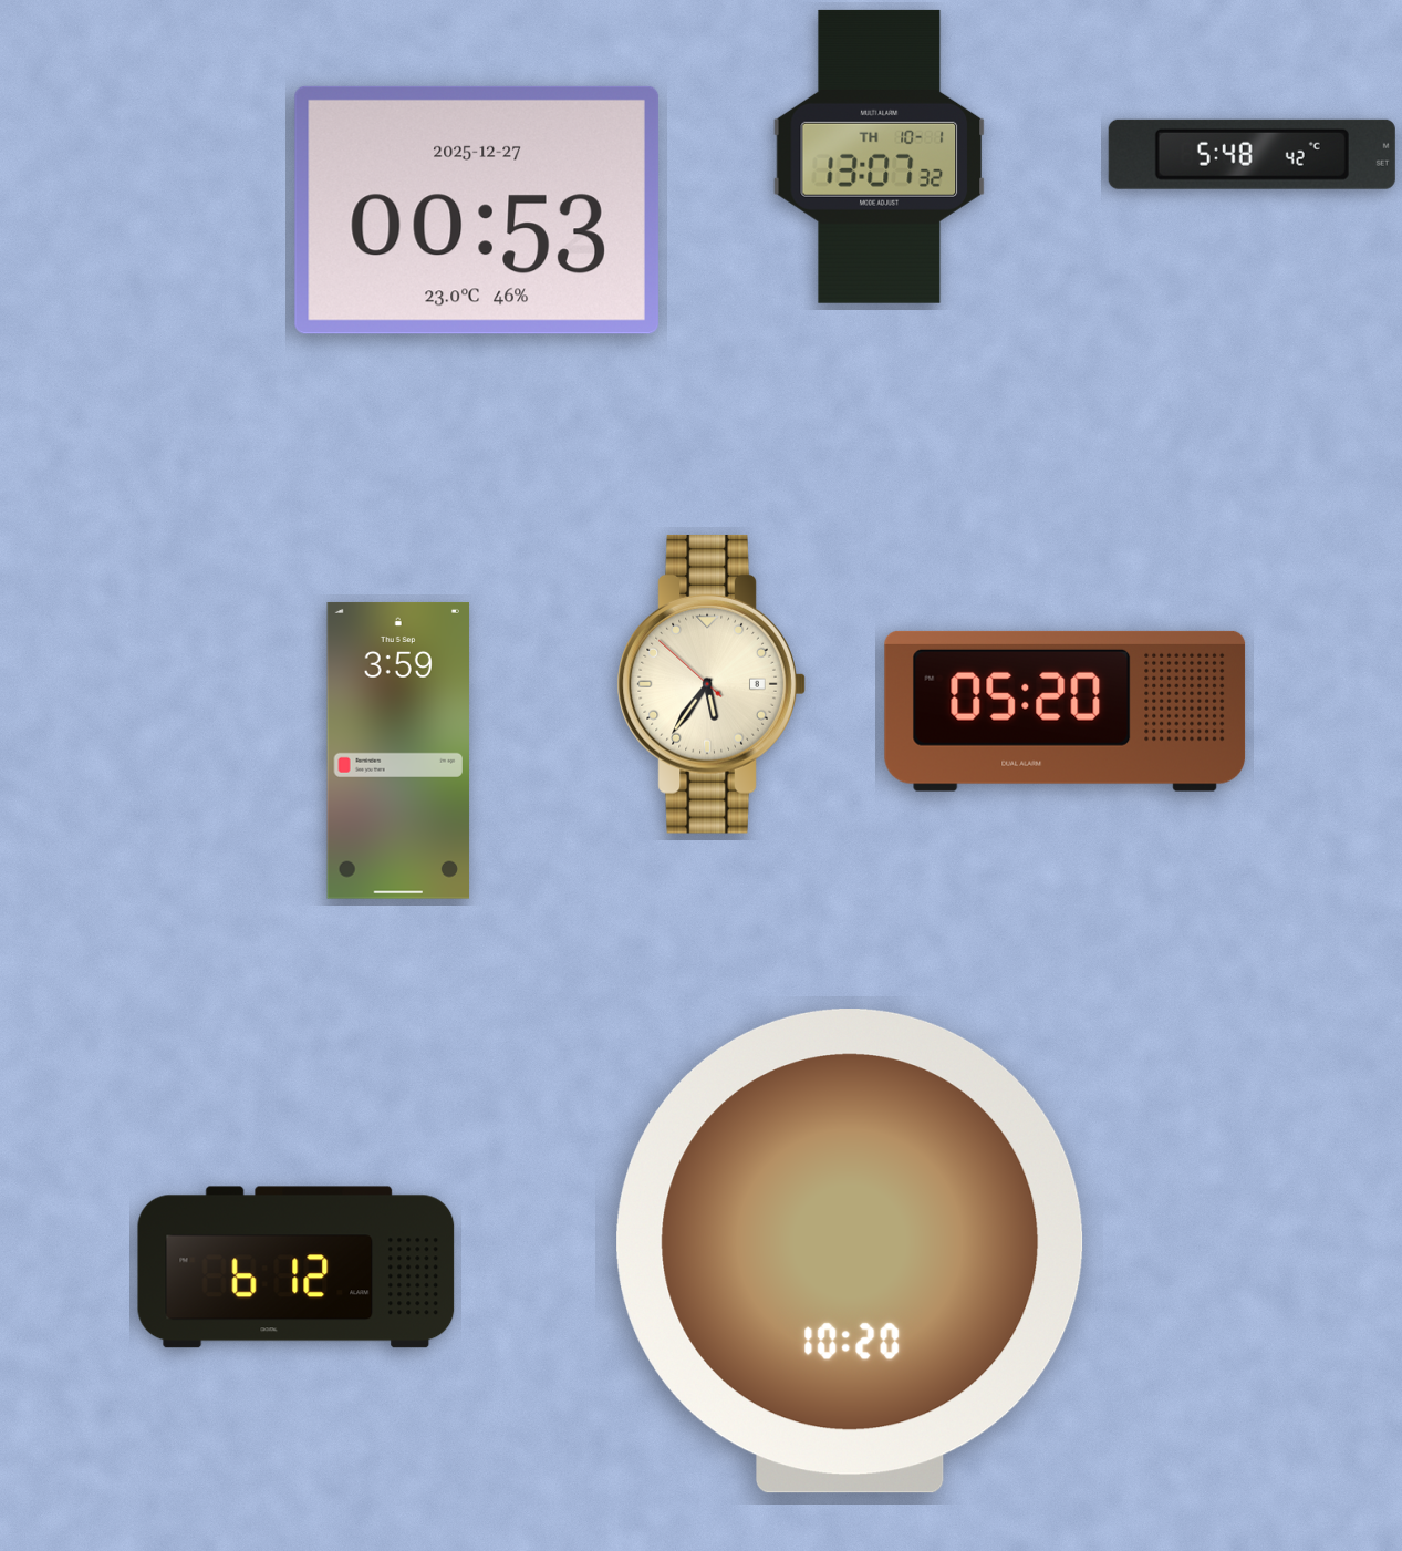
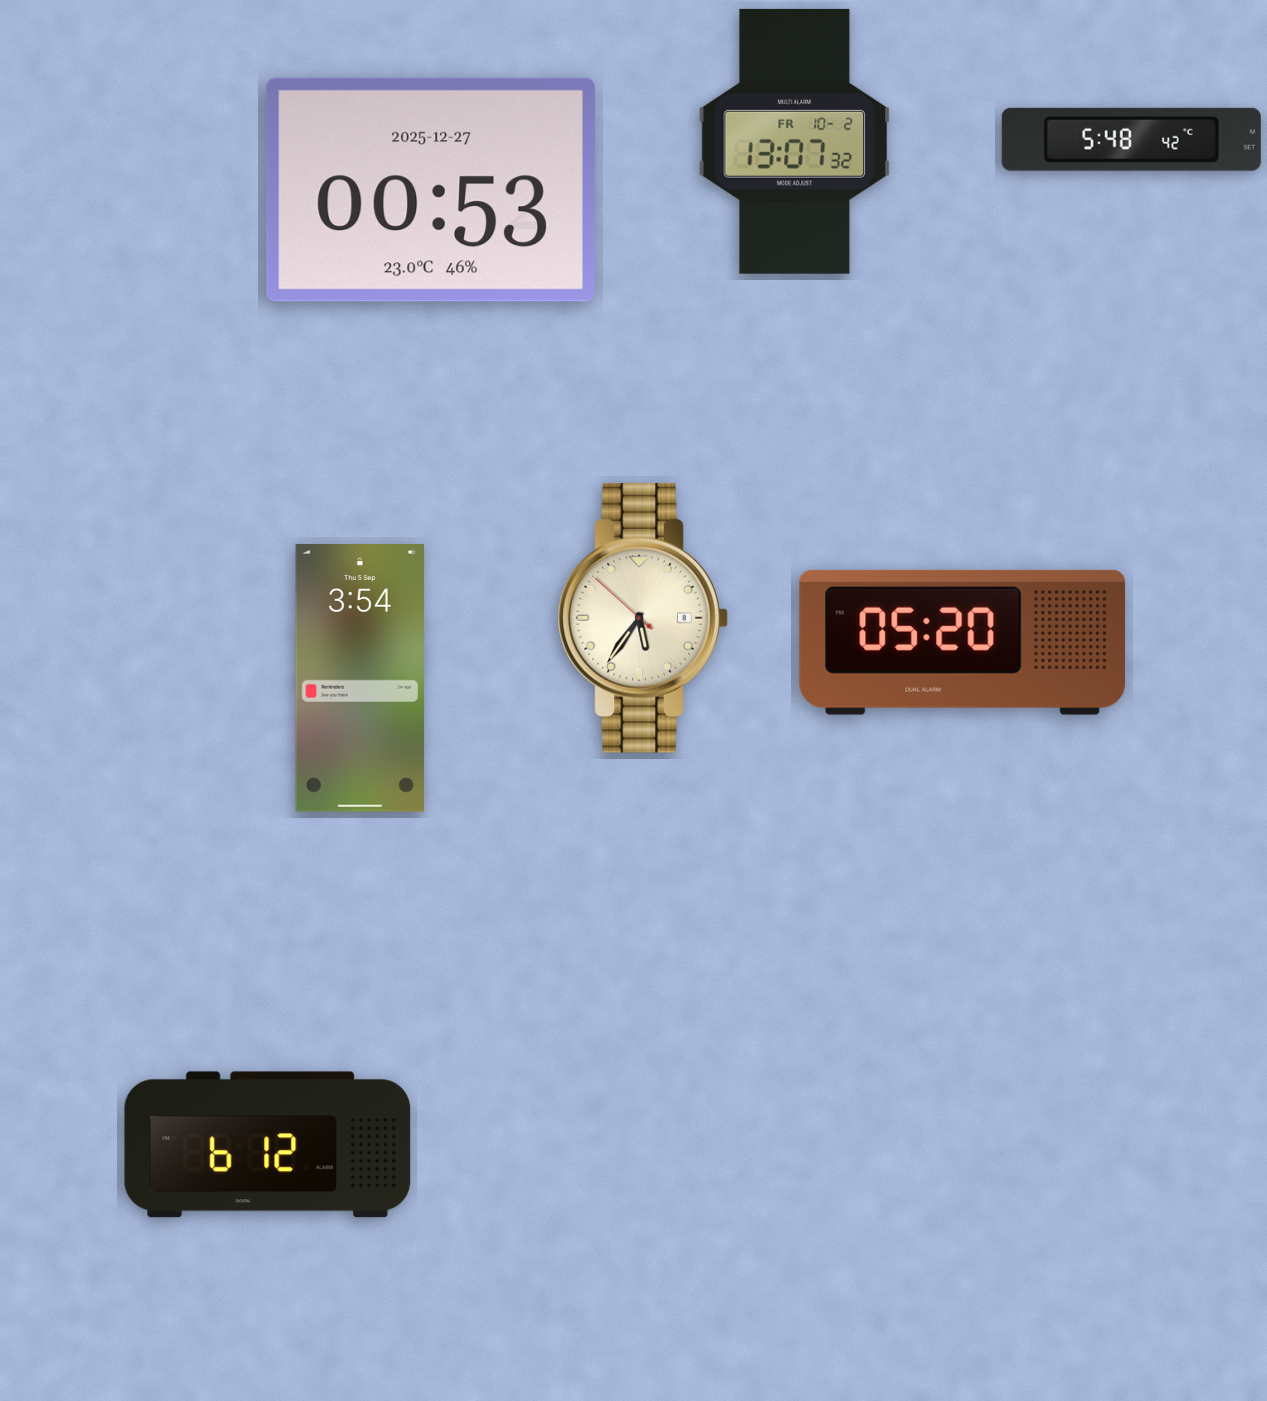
clock at (880, 156) date: TH 10-1 -> FR 10-2
clock at (398, 751): 3:59 -> 3:54
clock at (850, 1251): 10:20 -> none
